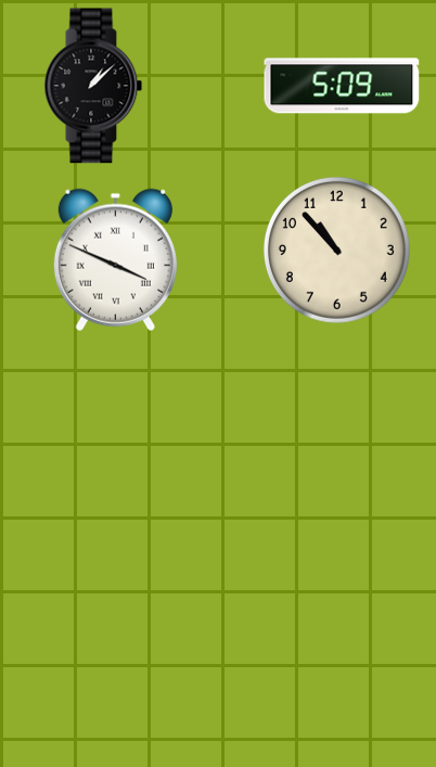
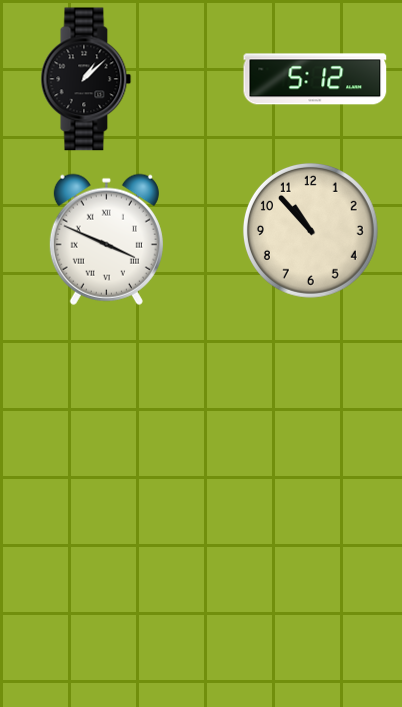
clock at (342, 86): 5:09 -> 5:12
